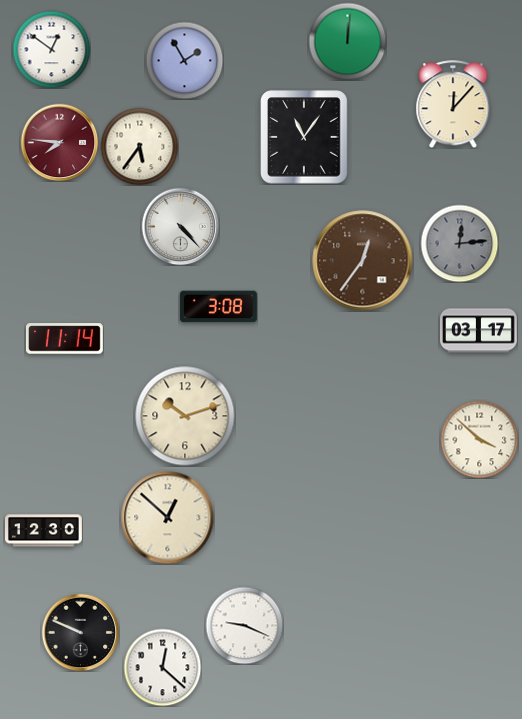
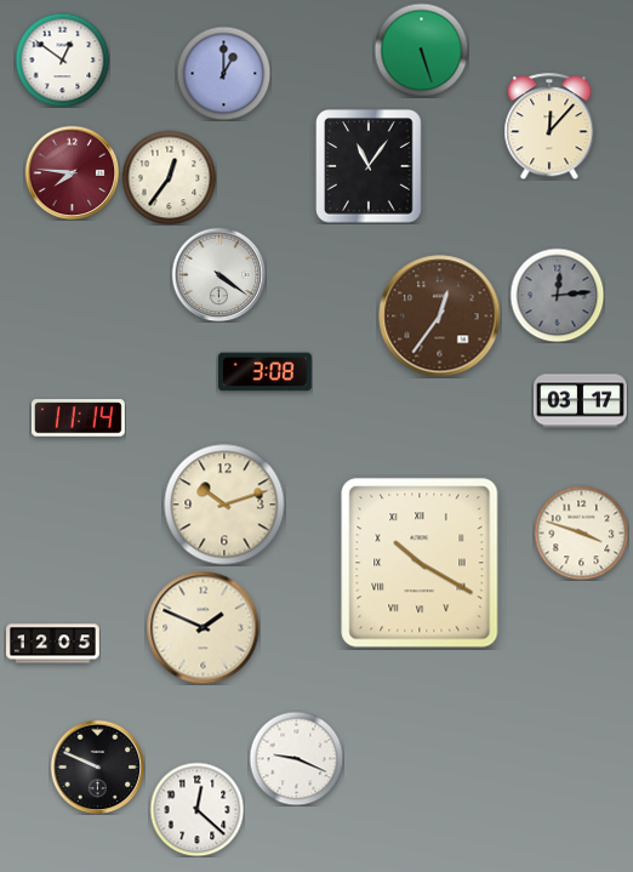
clock at (347, 41): 12:01 -> 5:27
clock at (184, 60): 1:55 -> 1:00
clock at (139, 146): 5:36 -> 12:36
clock at (180, 226): 4:23 -> 4:21
clock at (64, 339) position: (64, 339) -> (78, 418)
clock at (479, 439): 3:52 -> 3:48
clock at (420, 563): none -> 10:20
clock at (167, 517): 12:52 -> 1:49
clock at (44, 531): 12:30 -> 12:05
